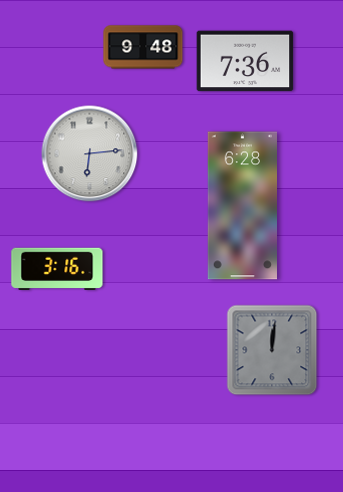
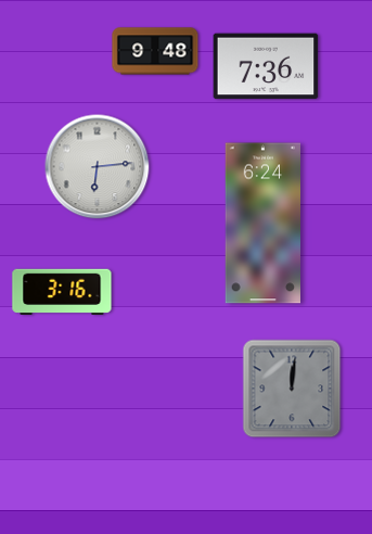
clock at (242, 206): 6:28 -> 6:24
clock at (272, 350) position: (272, 350) -> (292, 389)
